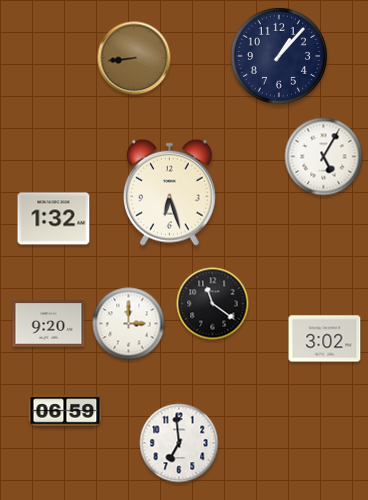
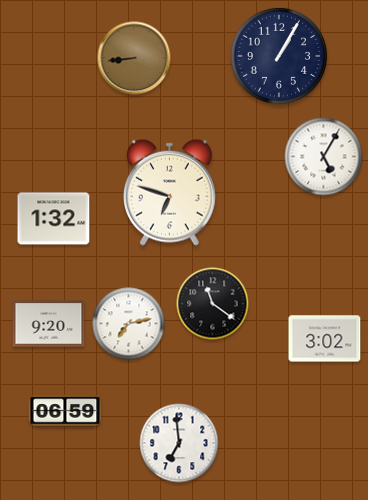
clock at (279, 56): 1:07 -> 1:05
clock at (169, 192): 6:27 -> 6:48
clock at (129, 324): 3:00 -> 7:13
